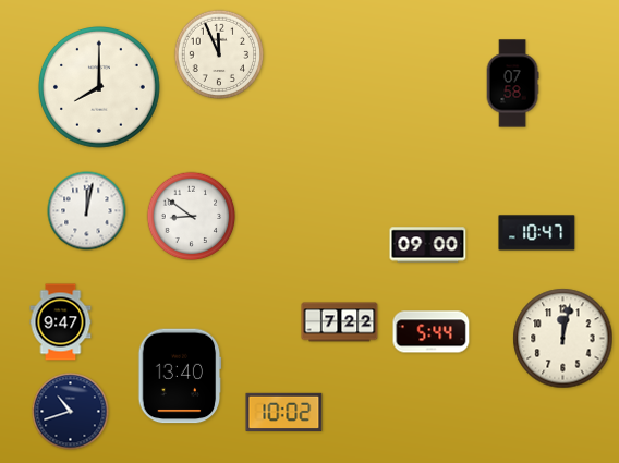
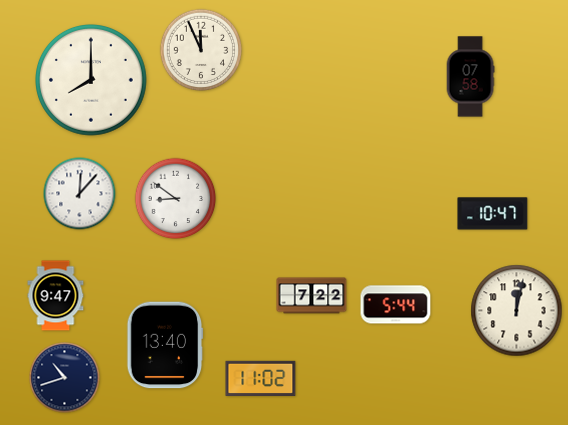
clock at (87, 211): 12:02 -> 12:07
clock at (428, 245): 09:00 -> none
clock at (284, 412): 10:02 -> 11:02
